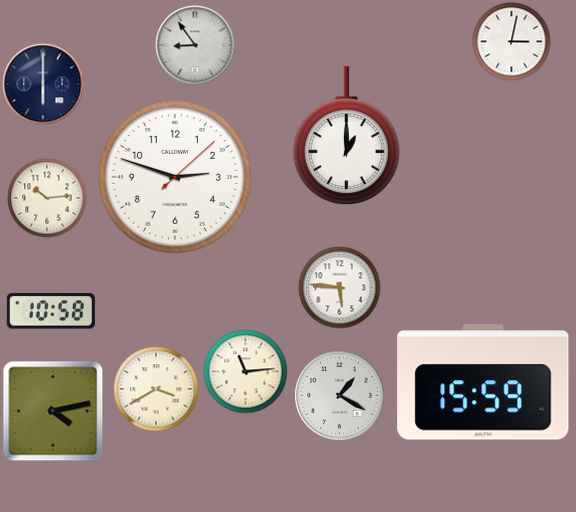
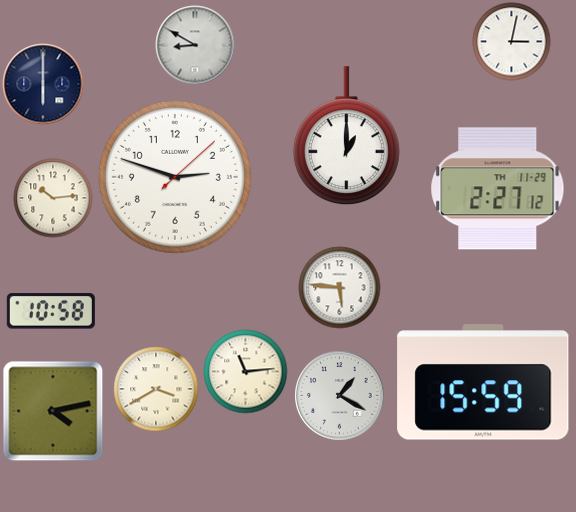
clock at (195, 45): 8:54 -> 8:50
clock at (498, 189): none -> 2:27
clock at (47, 198) position: (47, 198) -> (53, 198)
